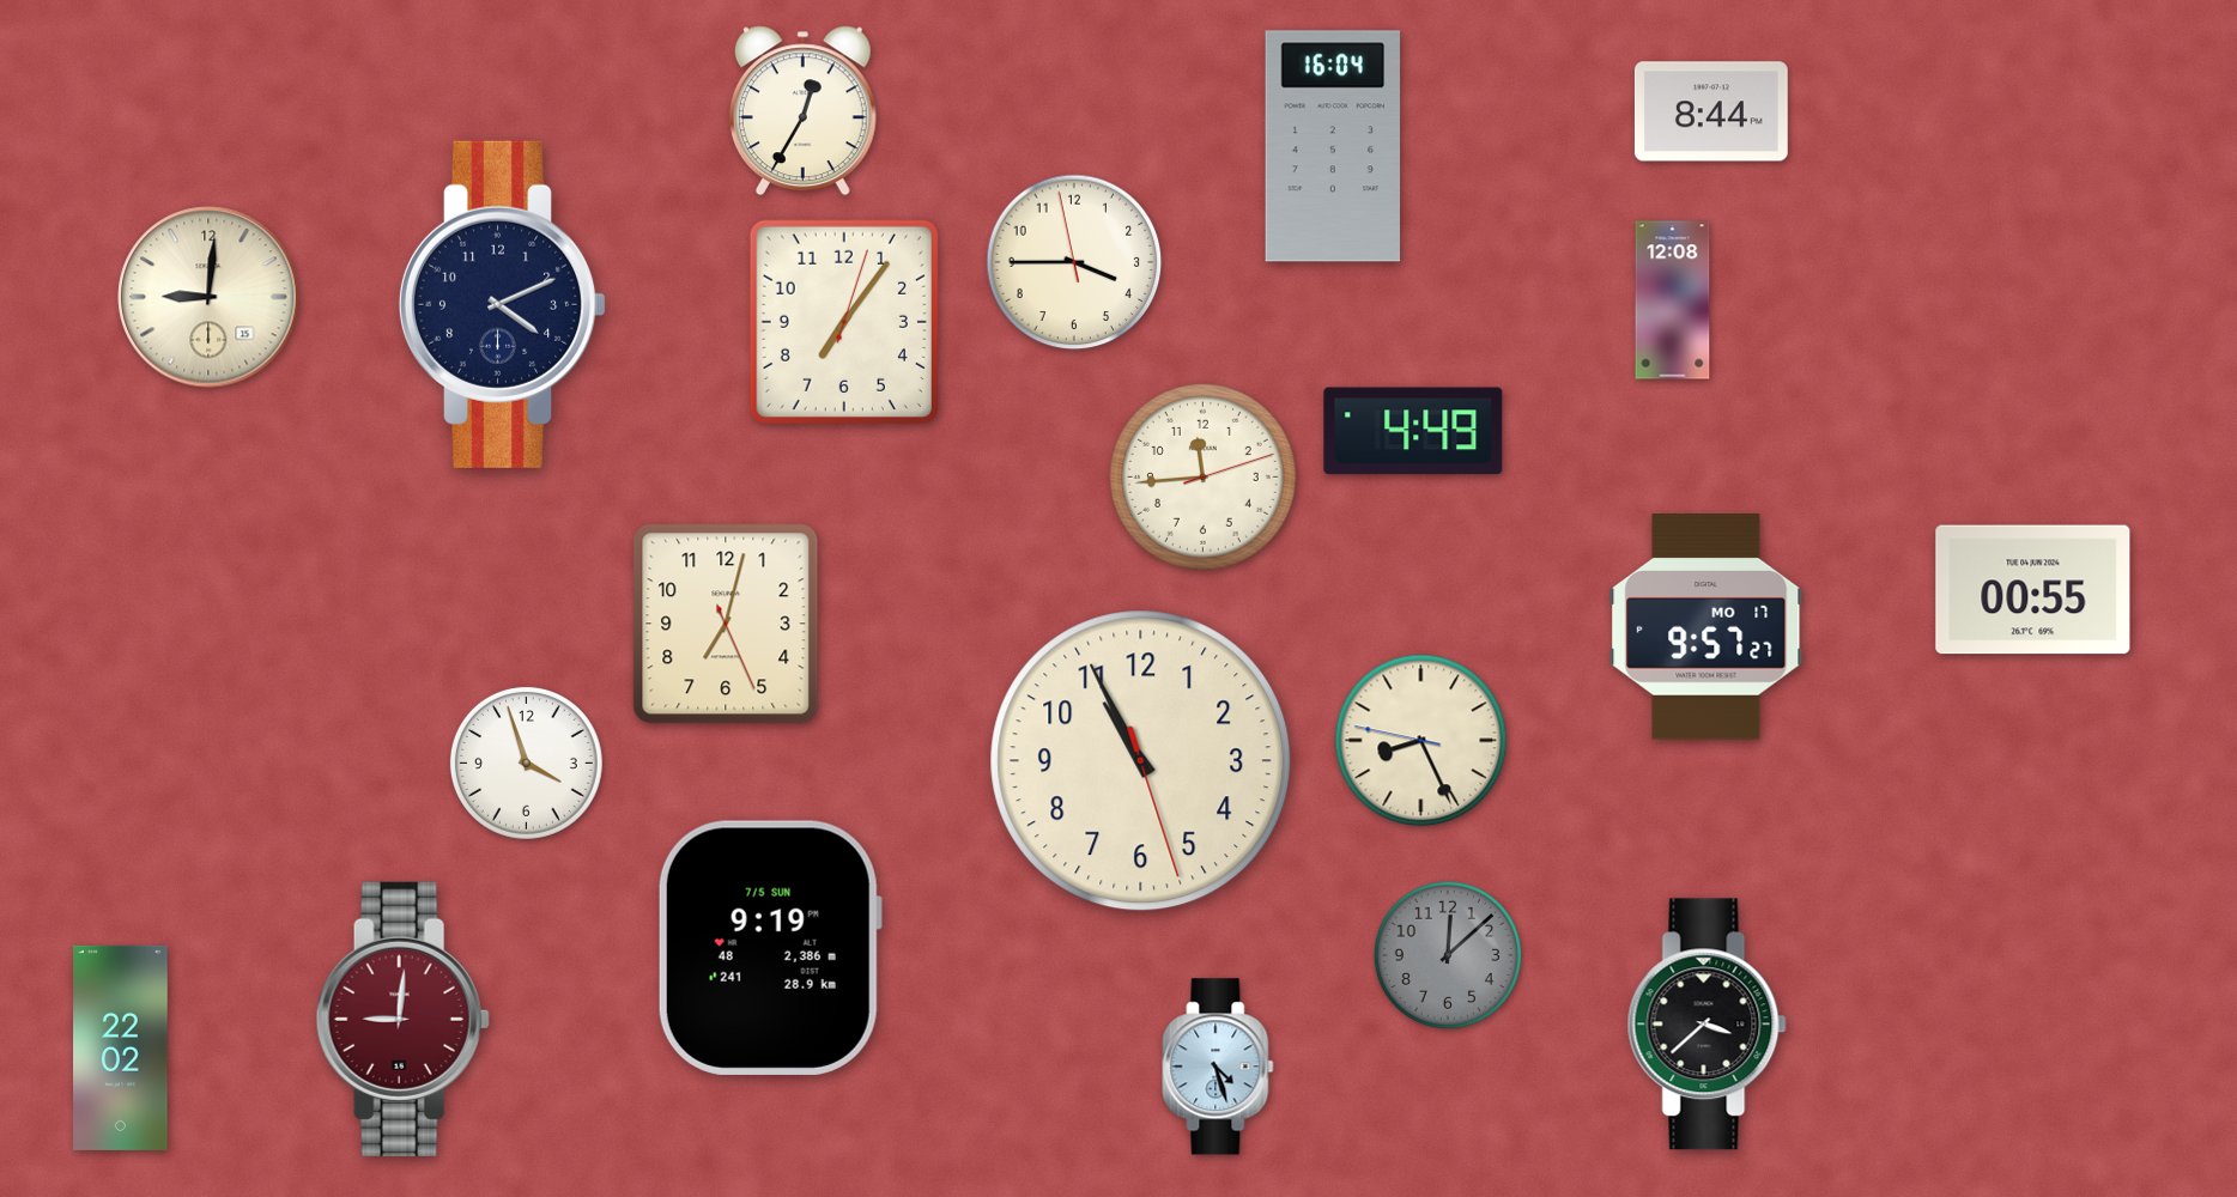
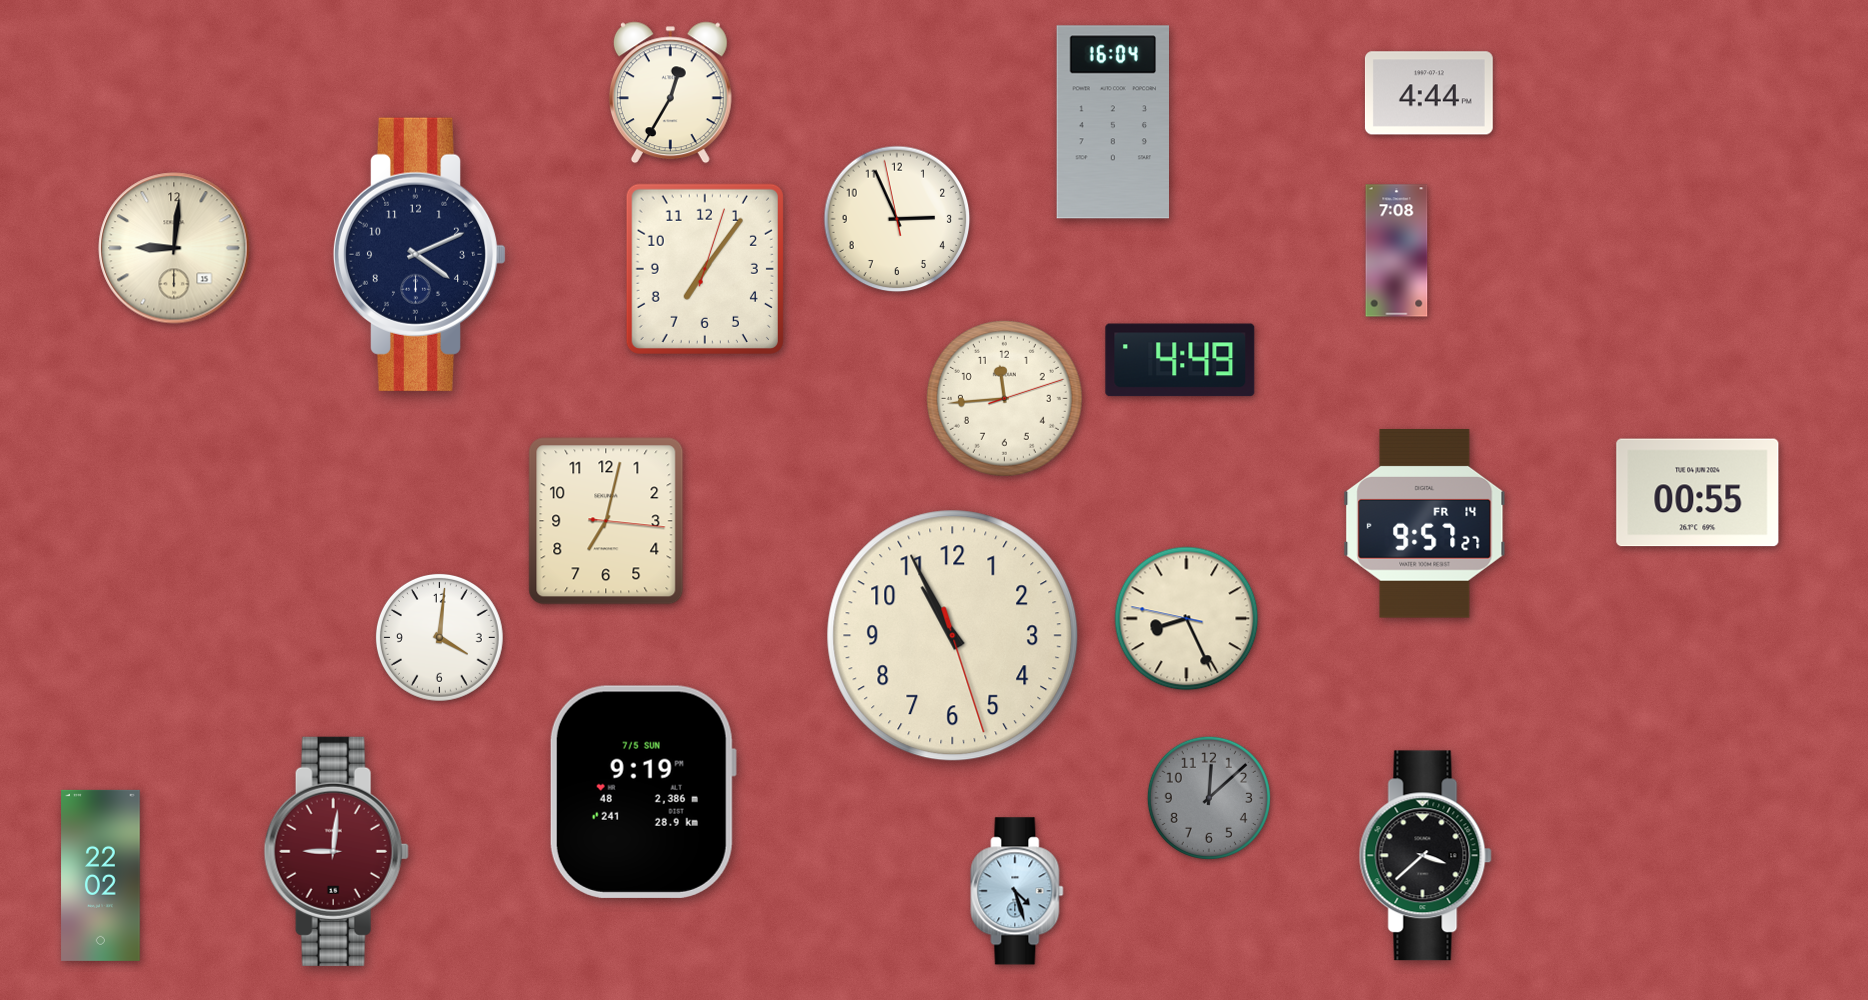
clock at (1711, 111): 8:44 -> 4:44
clock at (1074, 262): 3:44 -> 2:55
clock at (1673, 300): 12:08 -> 7:08
clock at (726, 624): 7:02:26 -> 7:02:16
clock at (1706, 627) date: MO 17 -> FR 14
clock at (526, 762): 3:57 -> 4:01
